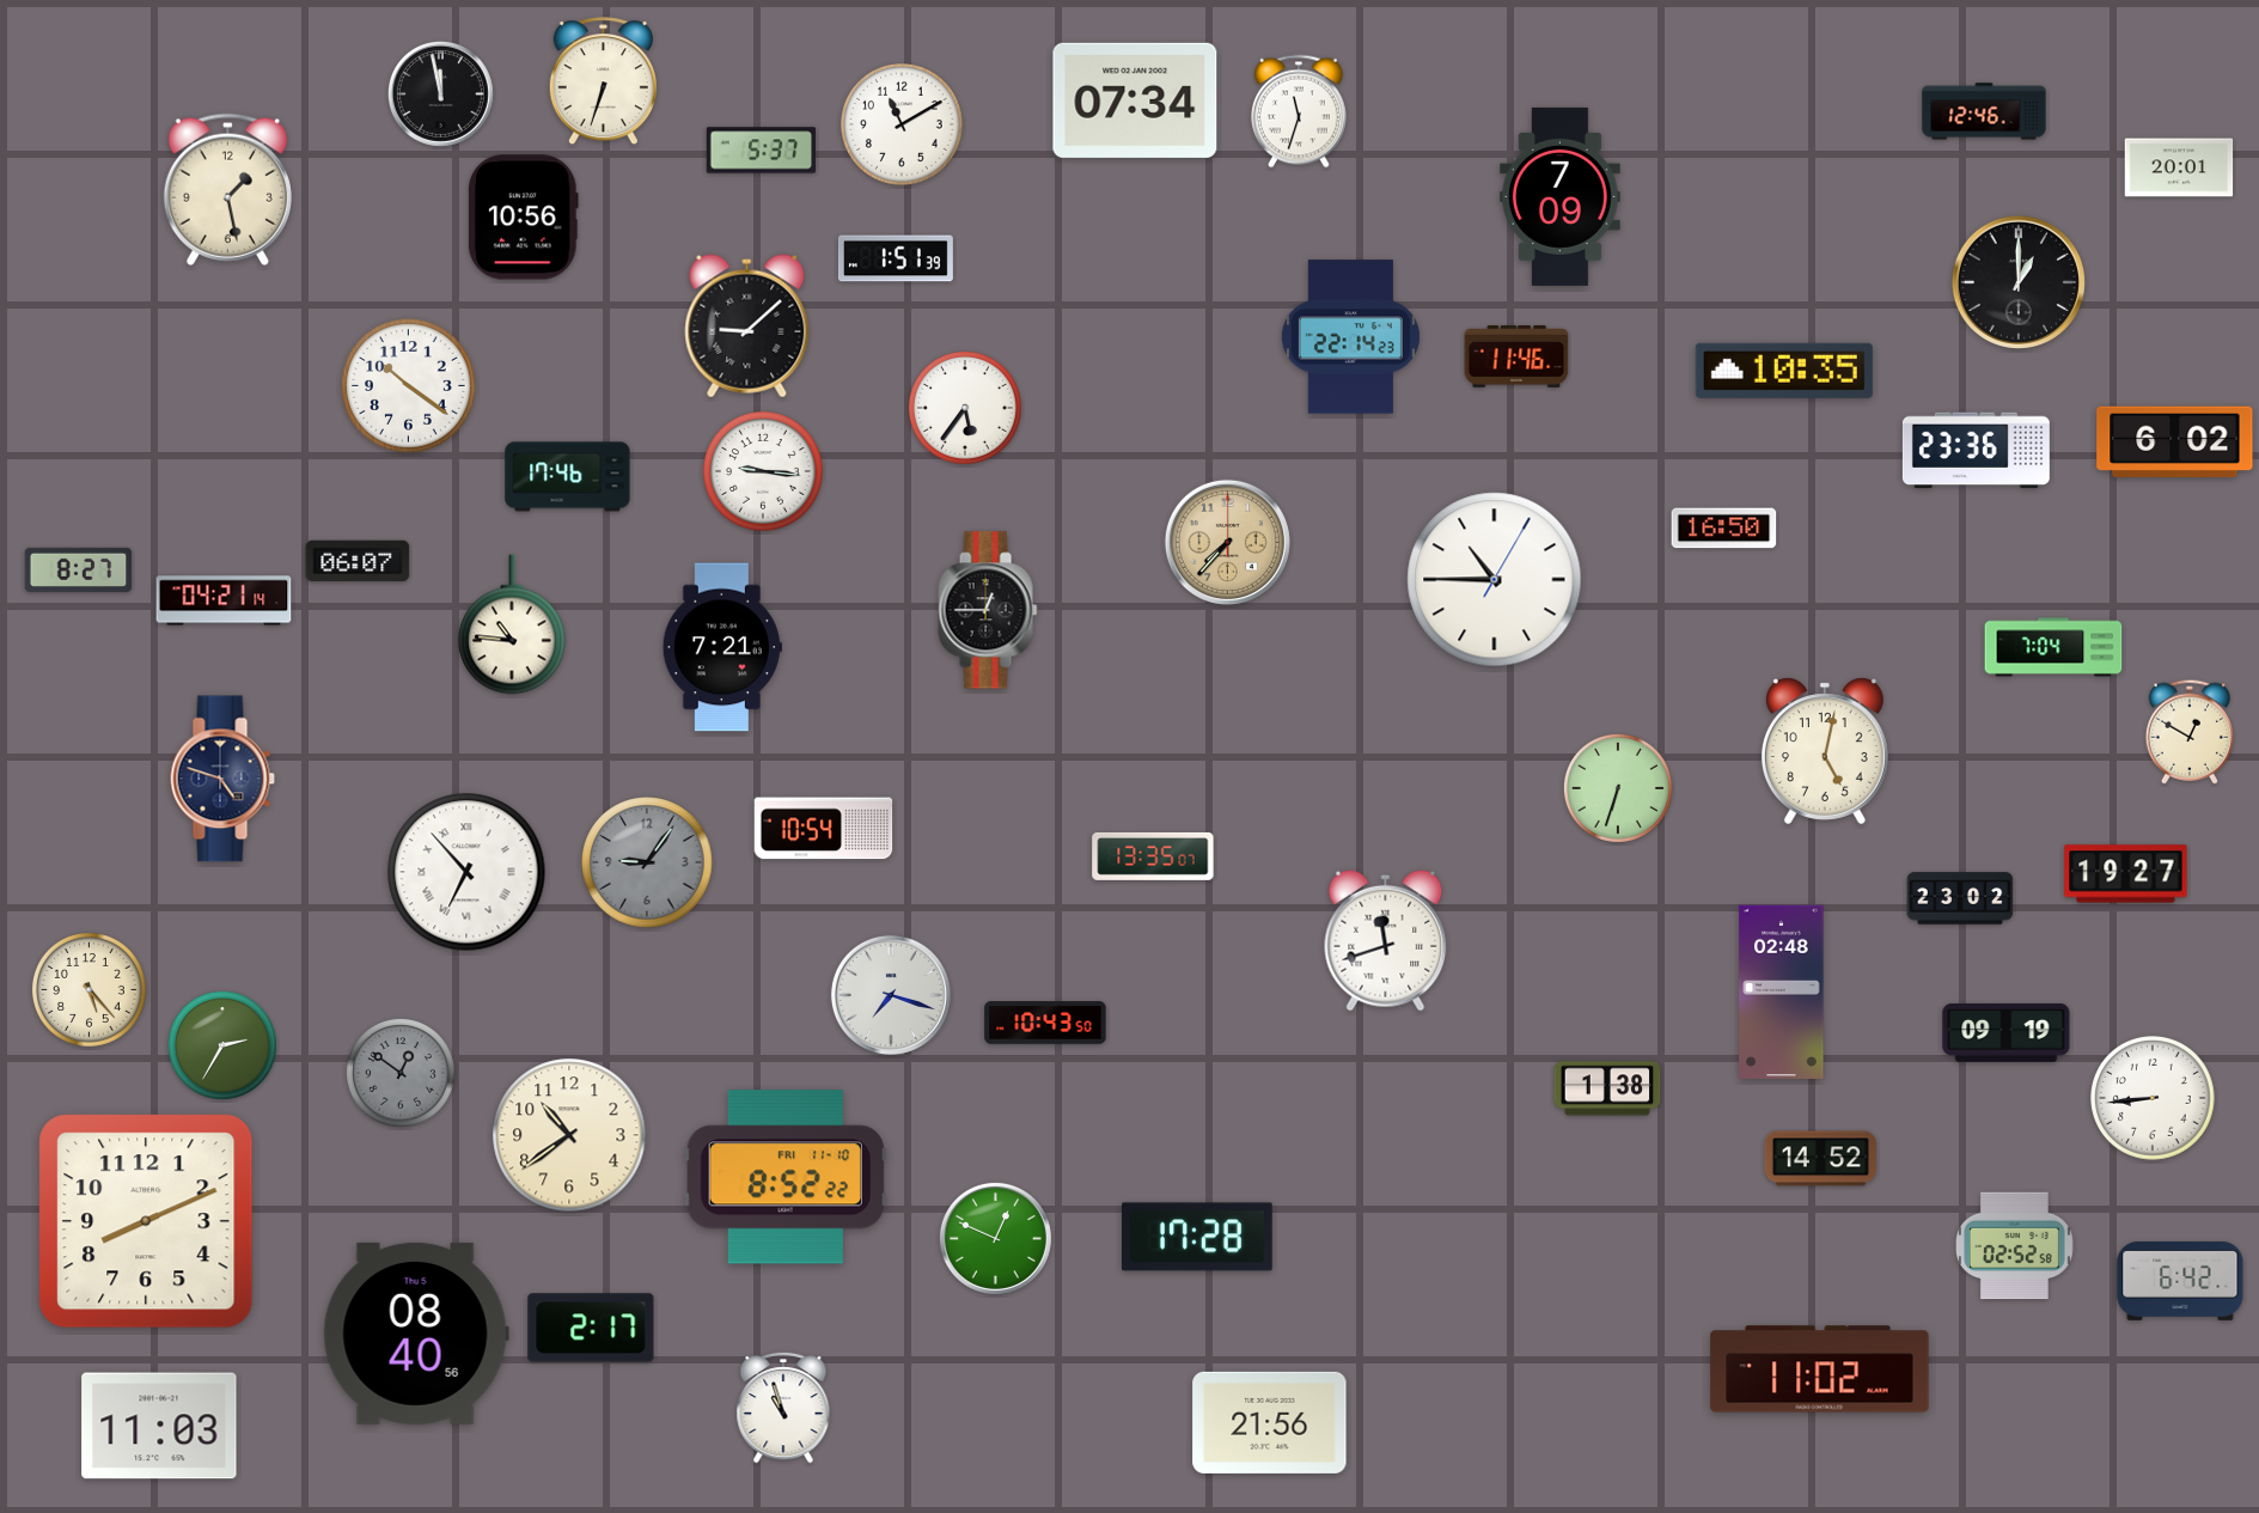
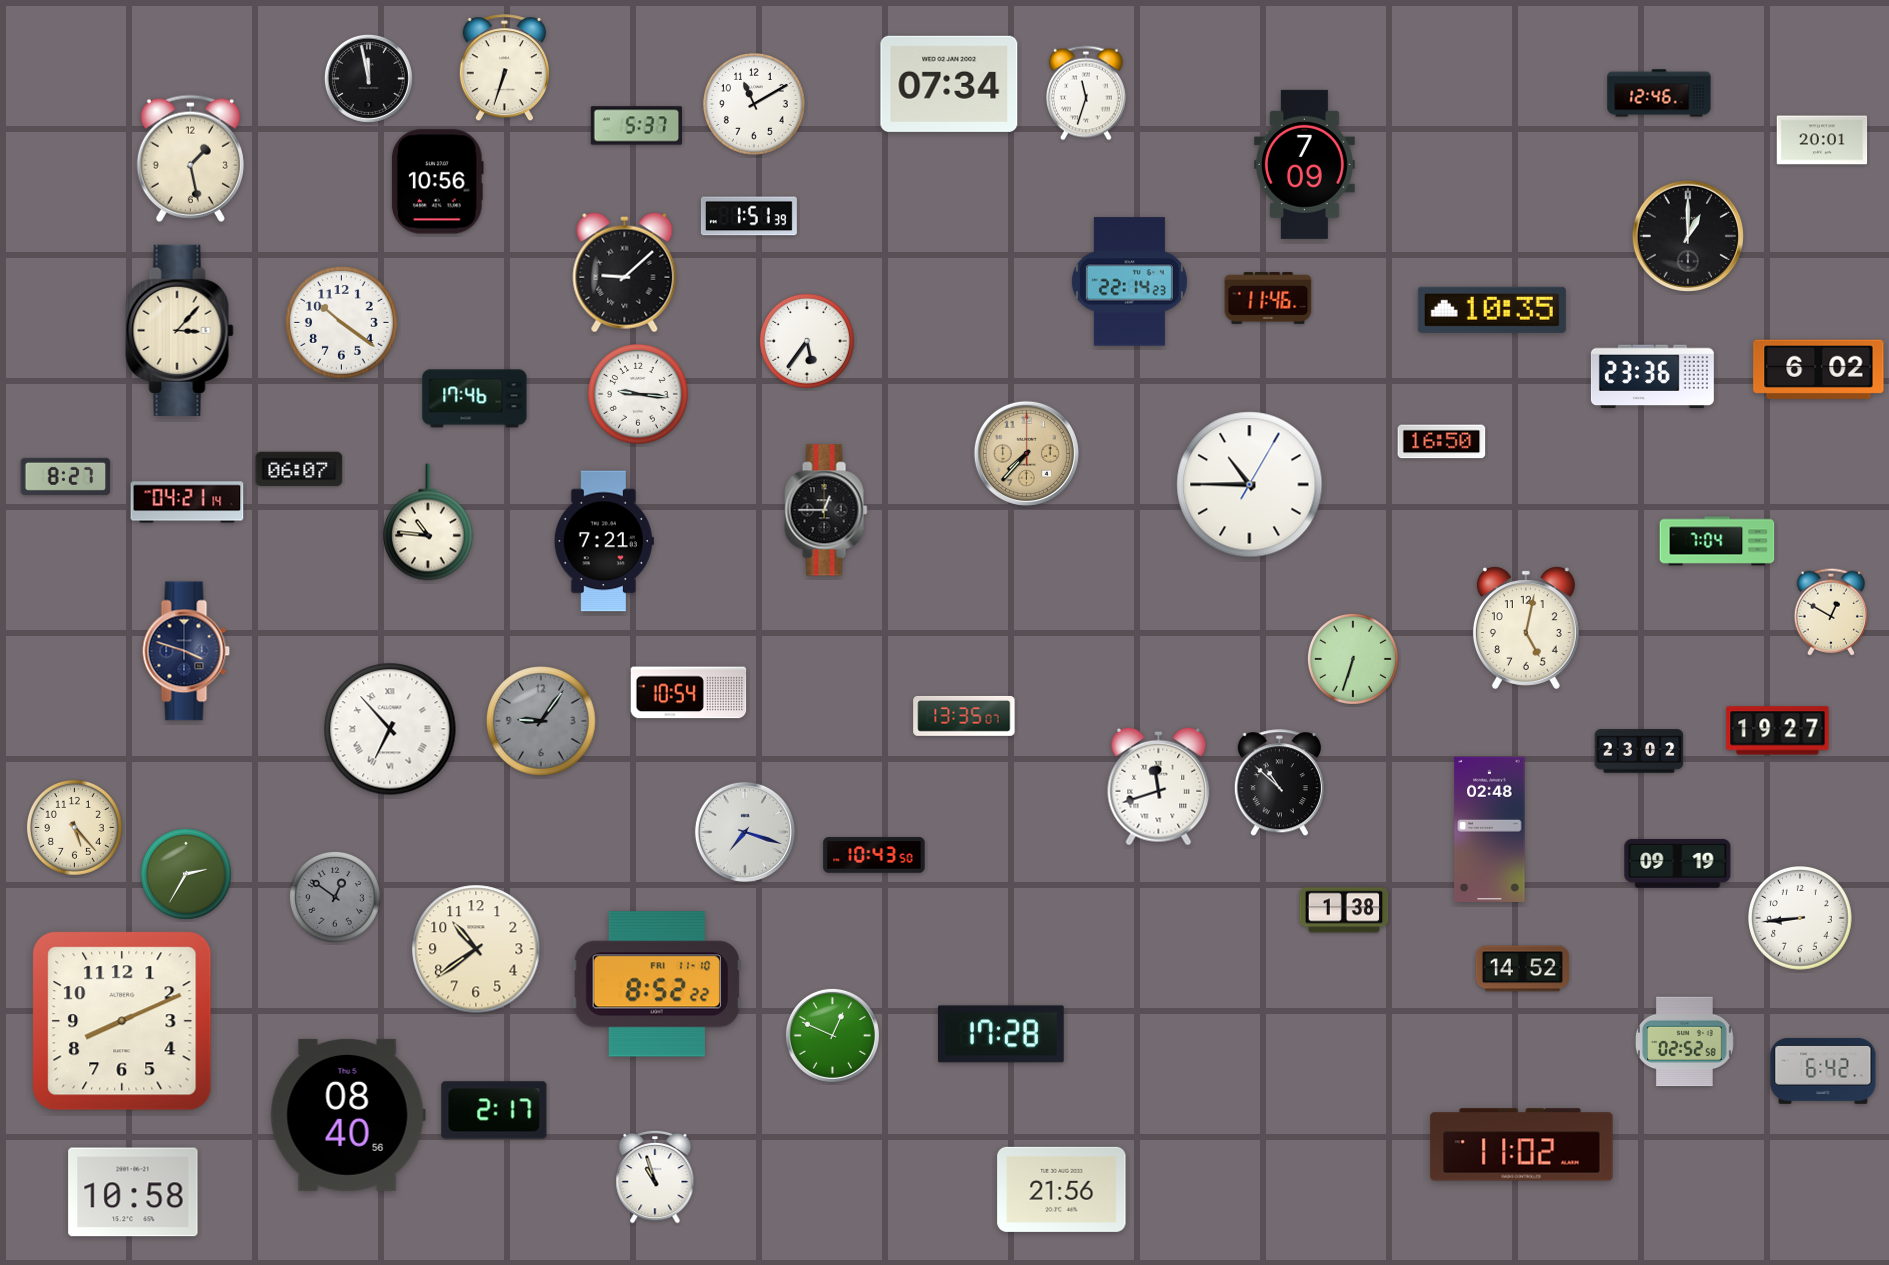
clock at (180, 330): none -> 3:07
clock at (222, 779): 4:48 -> 3:48
clock at (1279, 783): none -> 10:52
clock at (159, 1426): 11:03 -> 10:58
